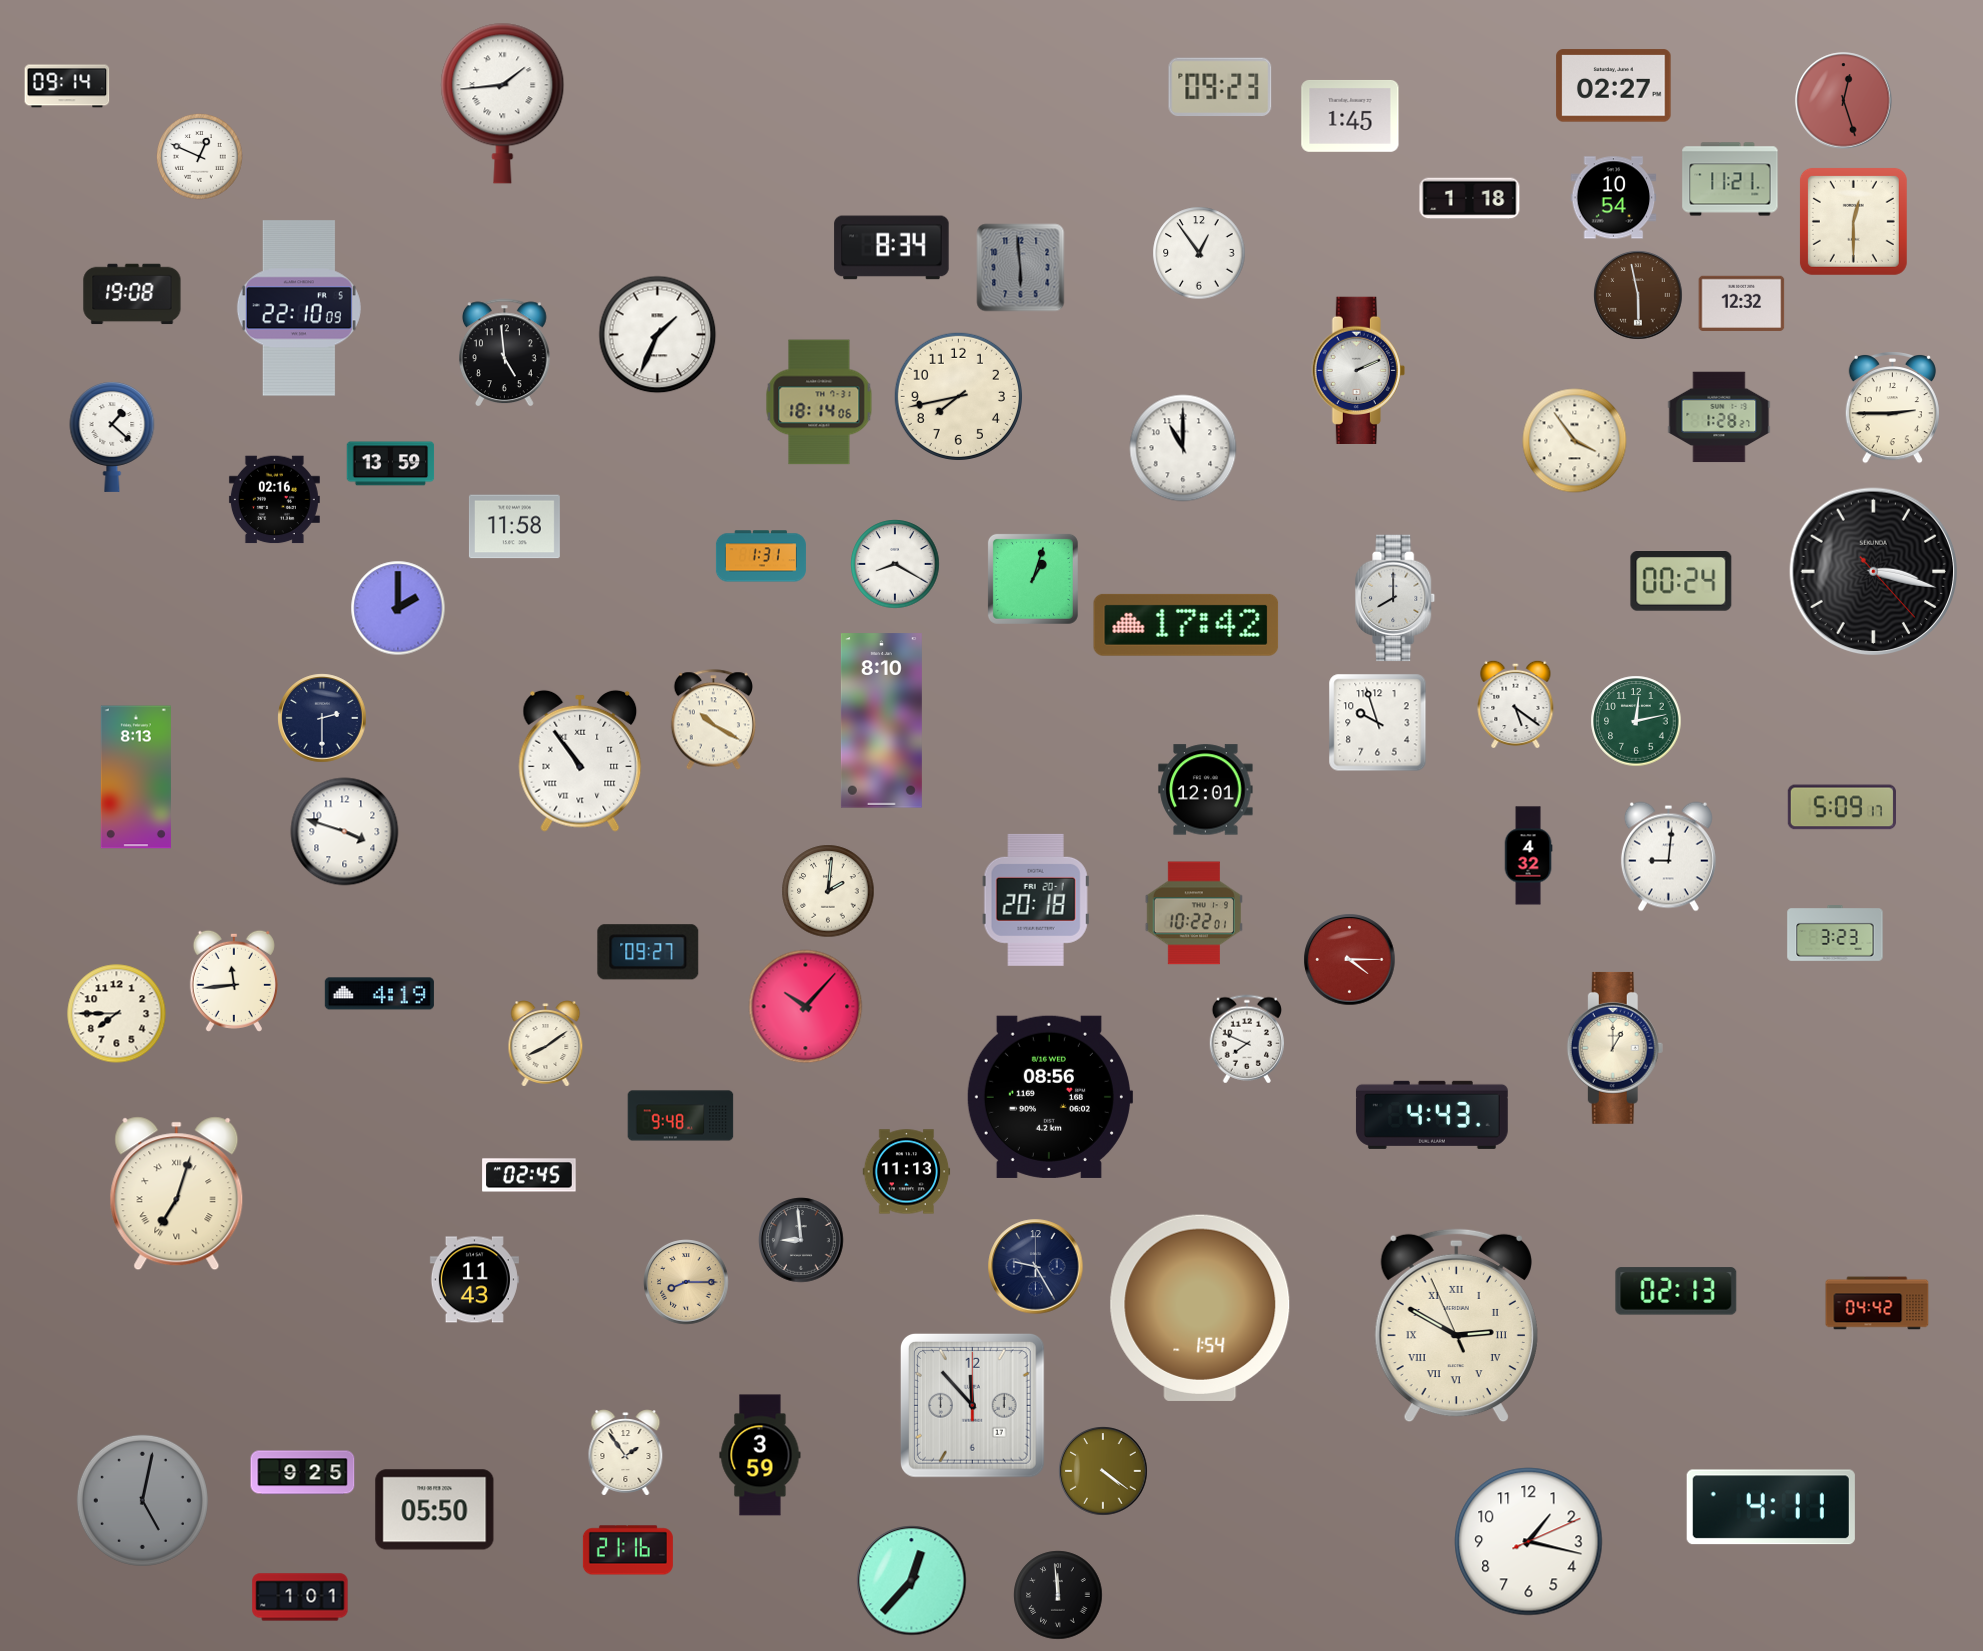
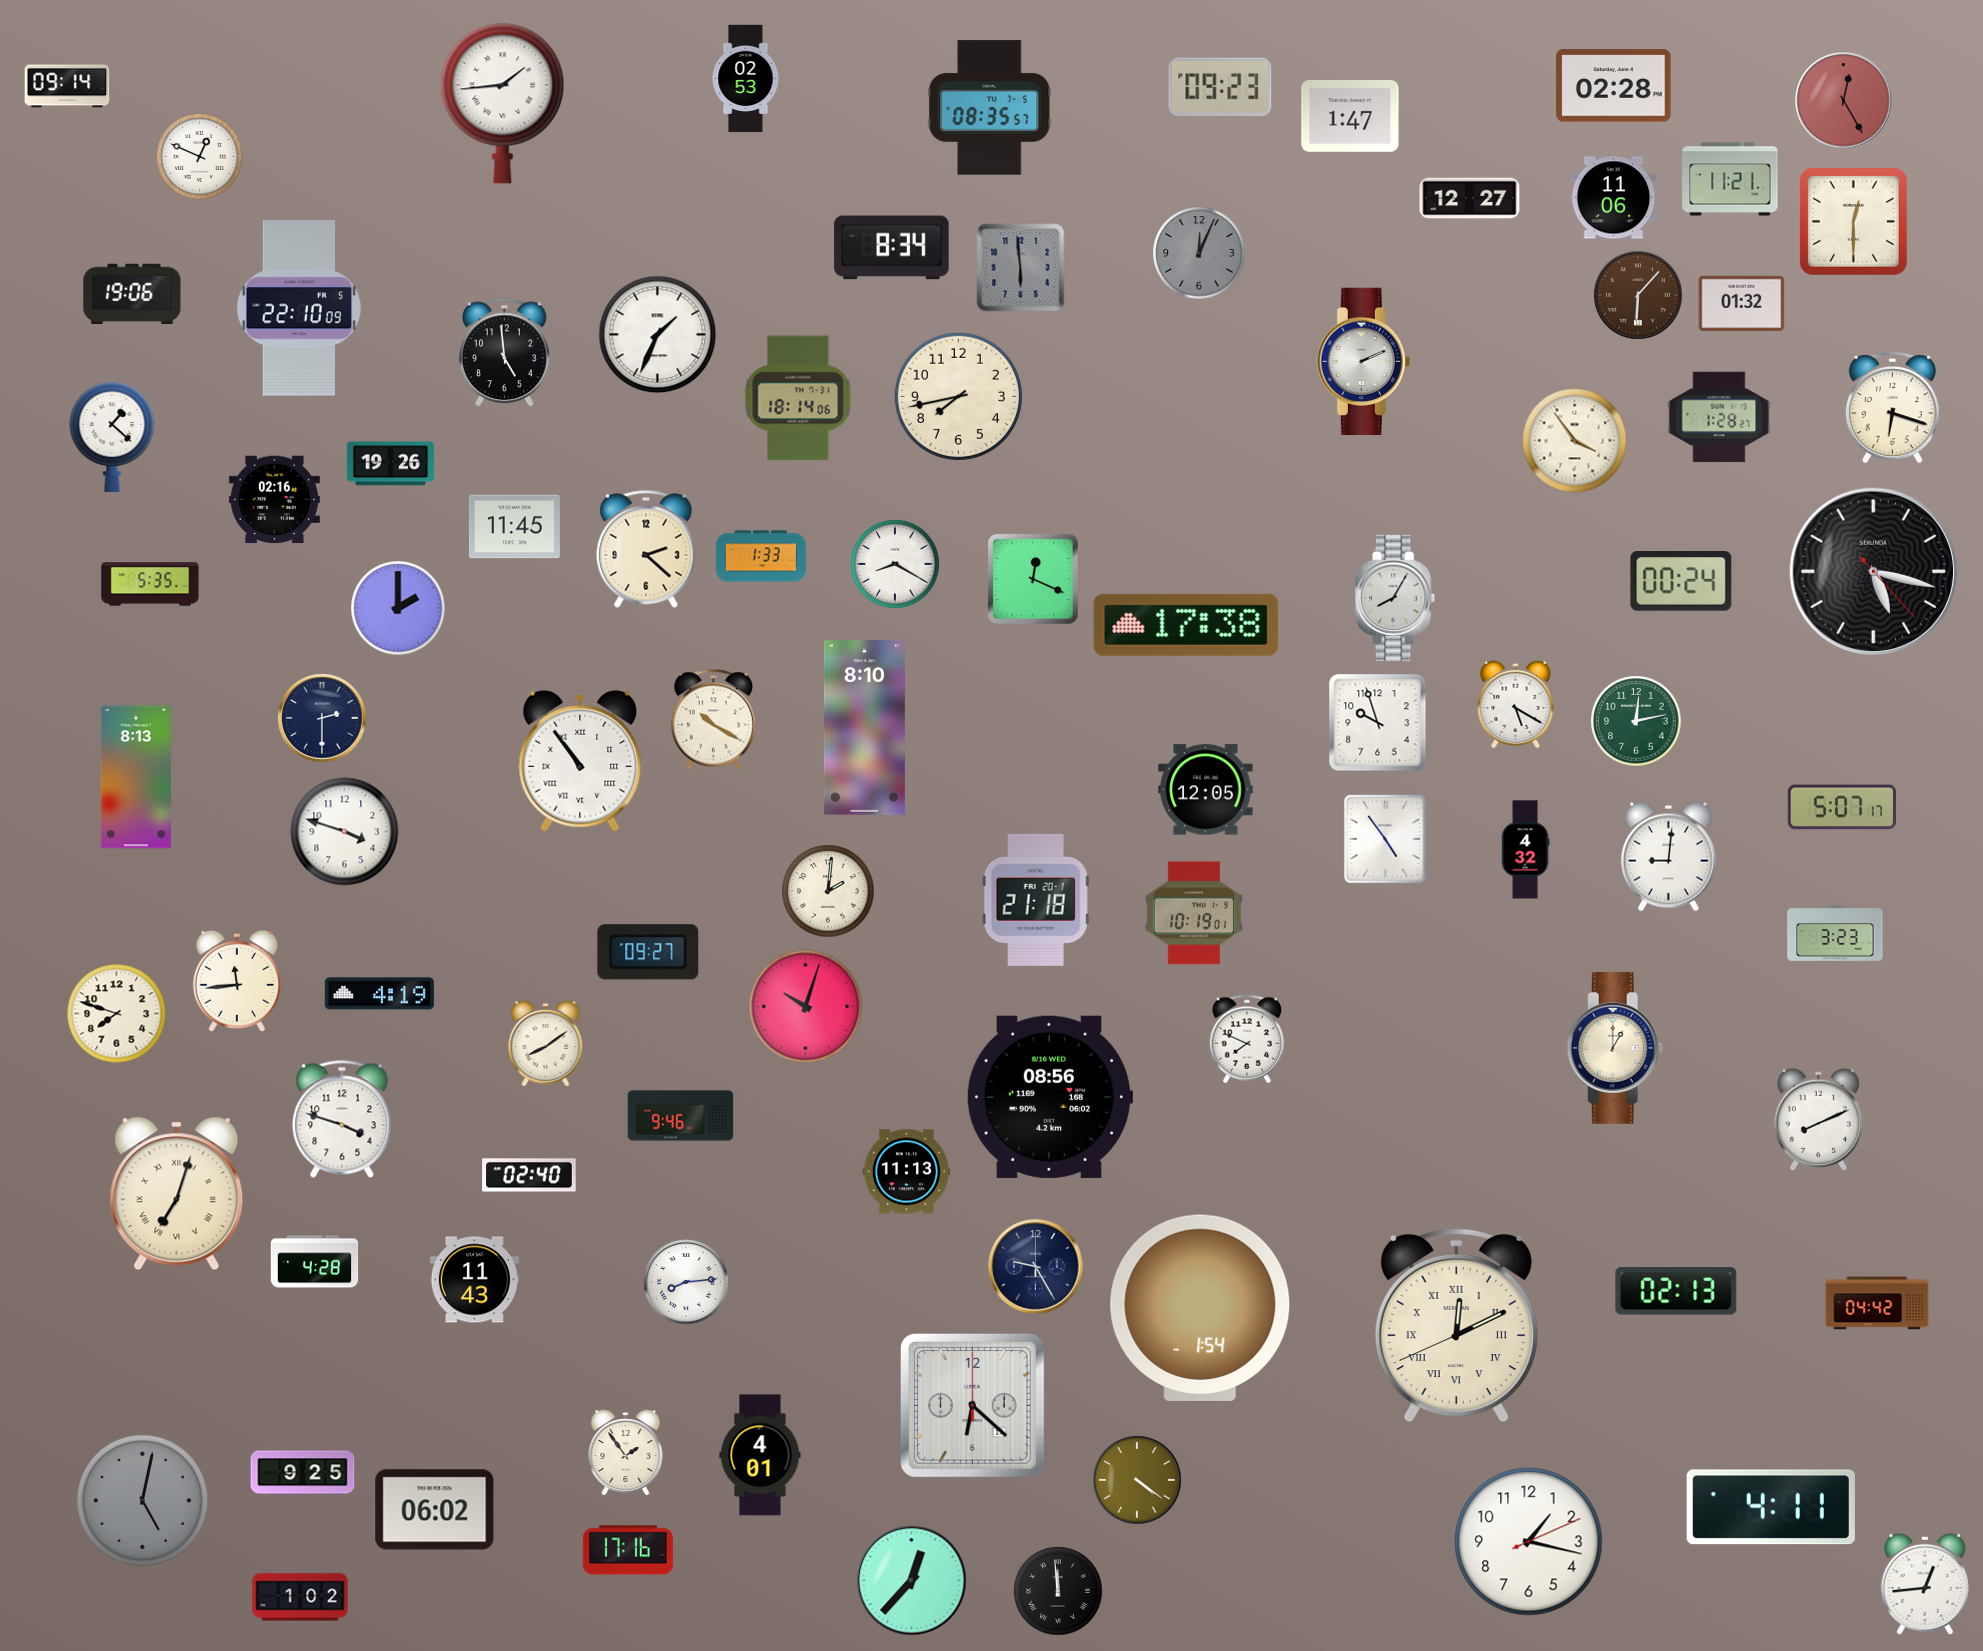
clock at (746, 79): none -> 02:53
clock at (1614, 86): 02:27 -> 02:28
clock at (1844, 101): 12:27 -> 12:25
clock at (990, 108): none -> 08:35
clock at (1350, 116): 1:45 -> 1:47
clock at (1614, 198): 10:54 -> 11:06
clock at (1470, 199): 1:18 -> 12:27
clock at (1199, 253): 12:54 -> 12:04
clock at (1199, 253) dial: white -> grey
clock at (132, 294): 19:08 -> 19:06
clock at (1638, 295): 5:58 -> 6:07
clock at (1742, 303): 12:32 -> 01:32
clock at (1358, 370) position: (1358, 370) -> (1363, 361)
clock at (819, 402) position: (819, 402) -> (798, 398)
clock at (1892, 408): 2:45 -> 6:18
clock at (1183, 448): 11:00 -> none
clock at (391, 464): 13:59 -> 19:26
clock at (514, 527): 11:58 -> 11:45
clock at (646, 549): none -> 2:22
clock at (761, 556): 1:31 -> 1:33
clock at (1874, 572): 3:17 -> 5:17
clock at (1033, 579): 1:03 -> 12:19
clock at (150, 584): none -> 5:35
clock at (1396, 598): 8:00 -> 8:05
clock at (1186, 625): 17:42 -> 17:38
clock at (1516, 704): 5:21 -> 5:20
clock at (881, 721) position: (881, 721) -> (864, 728)
clock at (1206, 790): 12:01 -> 12:05
clock at (1842, 807): 5:09 -> 5:07
clock at (1385, 840): none -> 4:54
clock at (1528, 856) position: (1528, 856) -> (1525, 850)
clock at (1036, 900): 20:18 -> 21:18
clock at (1194, 913): 10:22 -> 10:19
clock at (1350, 960): 4:15 -> none
clock at (234, 981) position: (234, 981) -> (237, 981)
clock at (806, 1007): 10:07 -> 10:03
clock at (117, 1014): 7:45 -> 7:48
clock at (1432, 1115): 4:43 -> none
clock at (681, 1116): 9:48 -> 9:46
clock at (342, 1119): none -> 3:48
clock at (1818, 1119): none -> 8:11
clock at (529, 1175): 02:45 -> 02:40
clock at (801, 1240): 8:59 -> none
clock at (315, 1262): none -> 4:28
clock at (686, 1282): 8:15 -> 8:14
clock at (686, 1282) dial: champagne -> white
clock at (1456, 1326): 2:49 -> 12:10
clock at (972, 1405): 11:53 -> 6:22
clock at (760, 1455): 3:59 -> 4:01
clock at (1103, 1471) position: (1103, 1471) -> (1137, 1480)
clock at (435, 1510): 05:50 -> 06:02
clock at (628, 1550): 21:16 -> 17:16
clock at (1925, 1584): none -> 12:44
clock at (1058, 1595) position: (1058, 1595) -> (1058, 1591)
clock at (300, 1597): 1:01 -> 1:02
